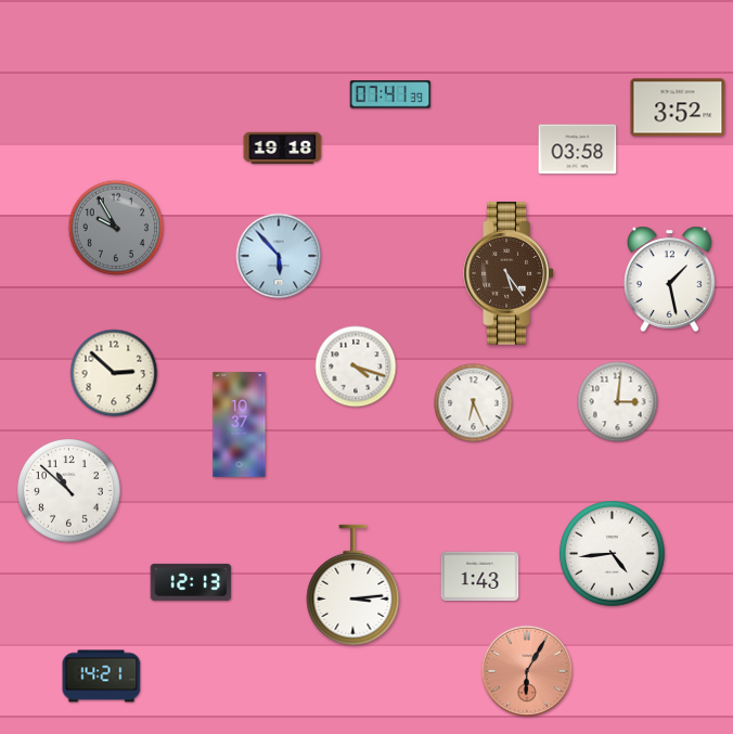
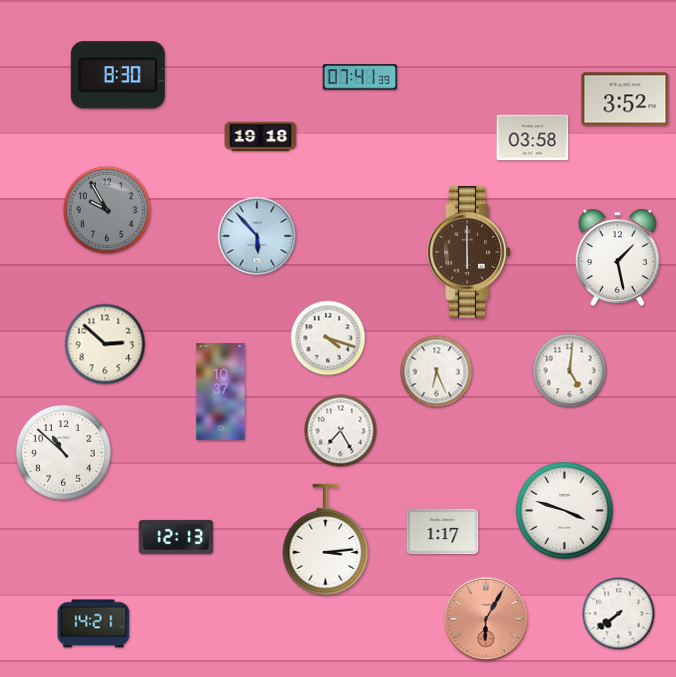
clock at (118, 75): none -> 8:30
clock at (390, 94) position: (390, 94) -> (360, 77)
clock at (509, 273): 5:24 -> 6:00
clock at (618, 402): 3:01 -> 5:01
clock at (341, 431): none -> 7:25
clock at (613, 554): 4:44 -> 3:48
clock at (480, 577): 1:43 -> 1:17
clock at (619, 614): none -> 7:39
